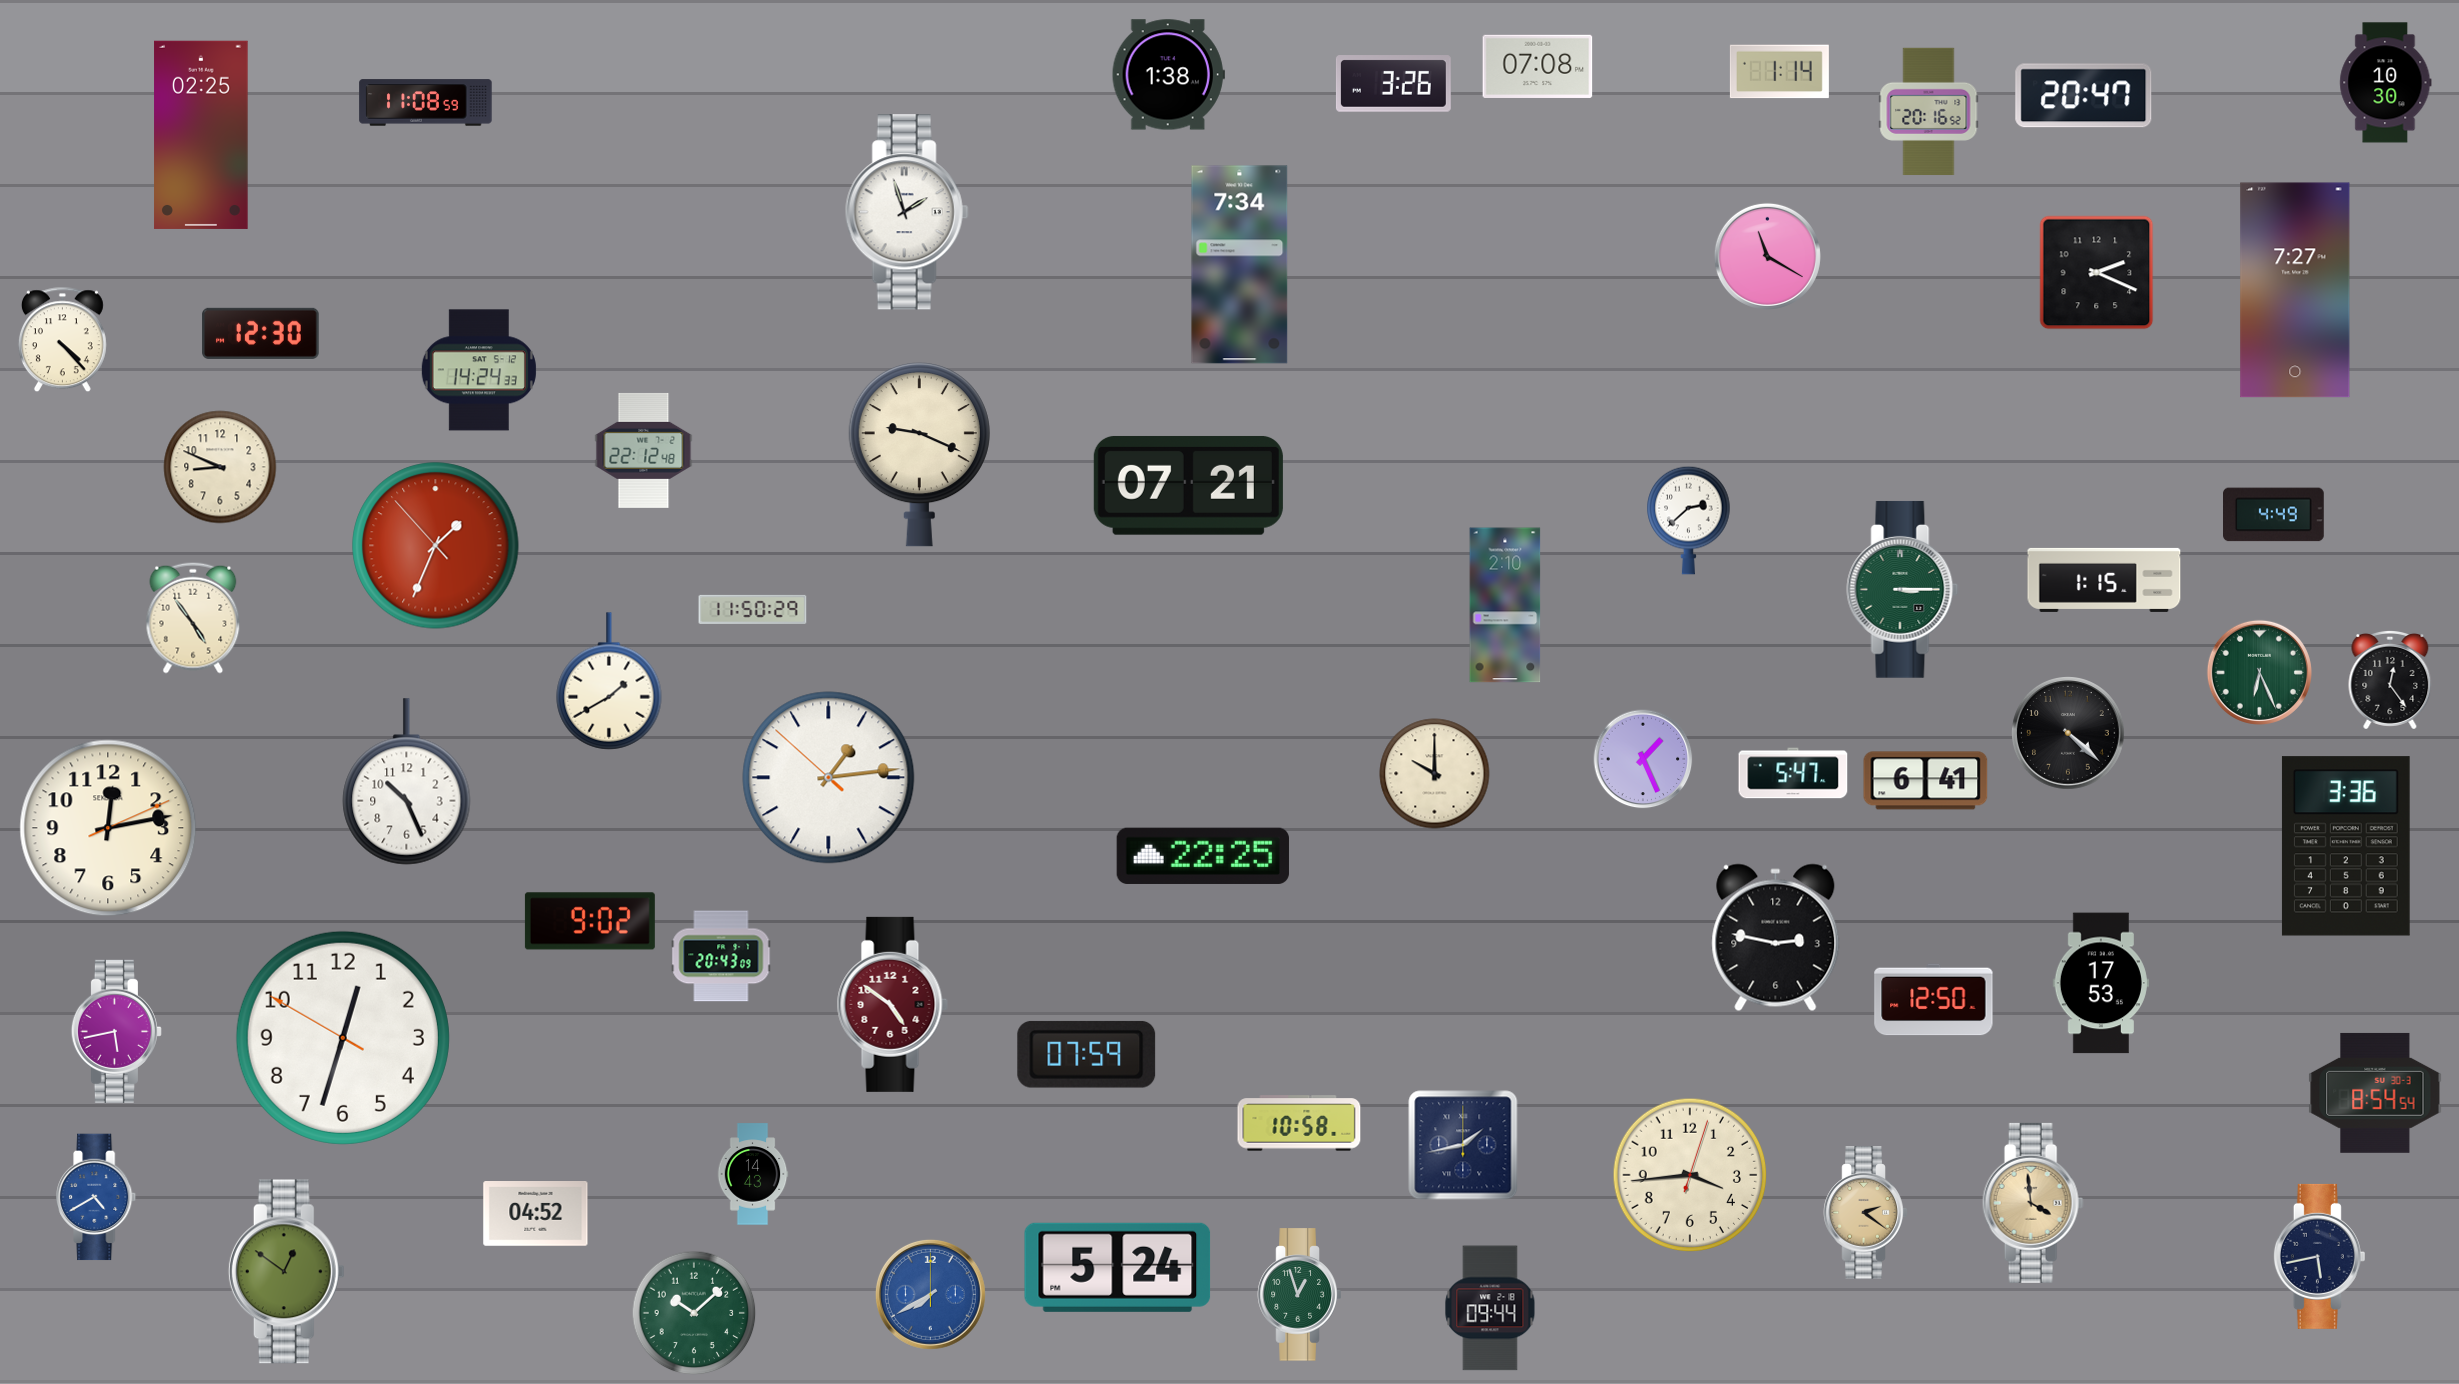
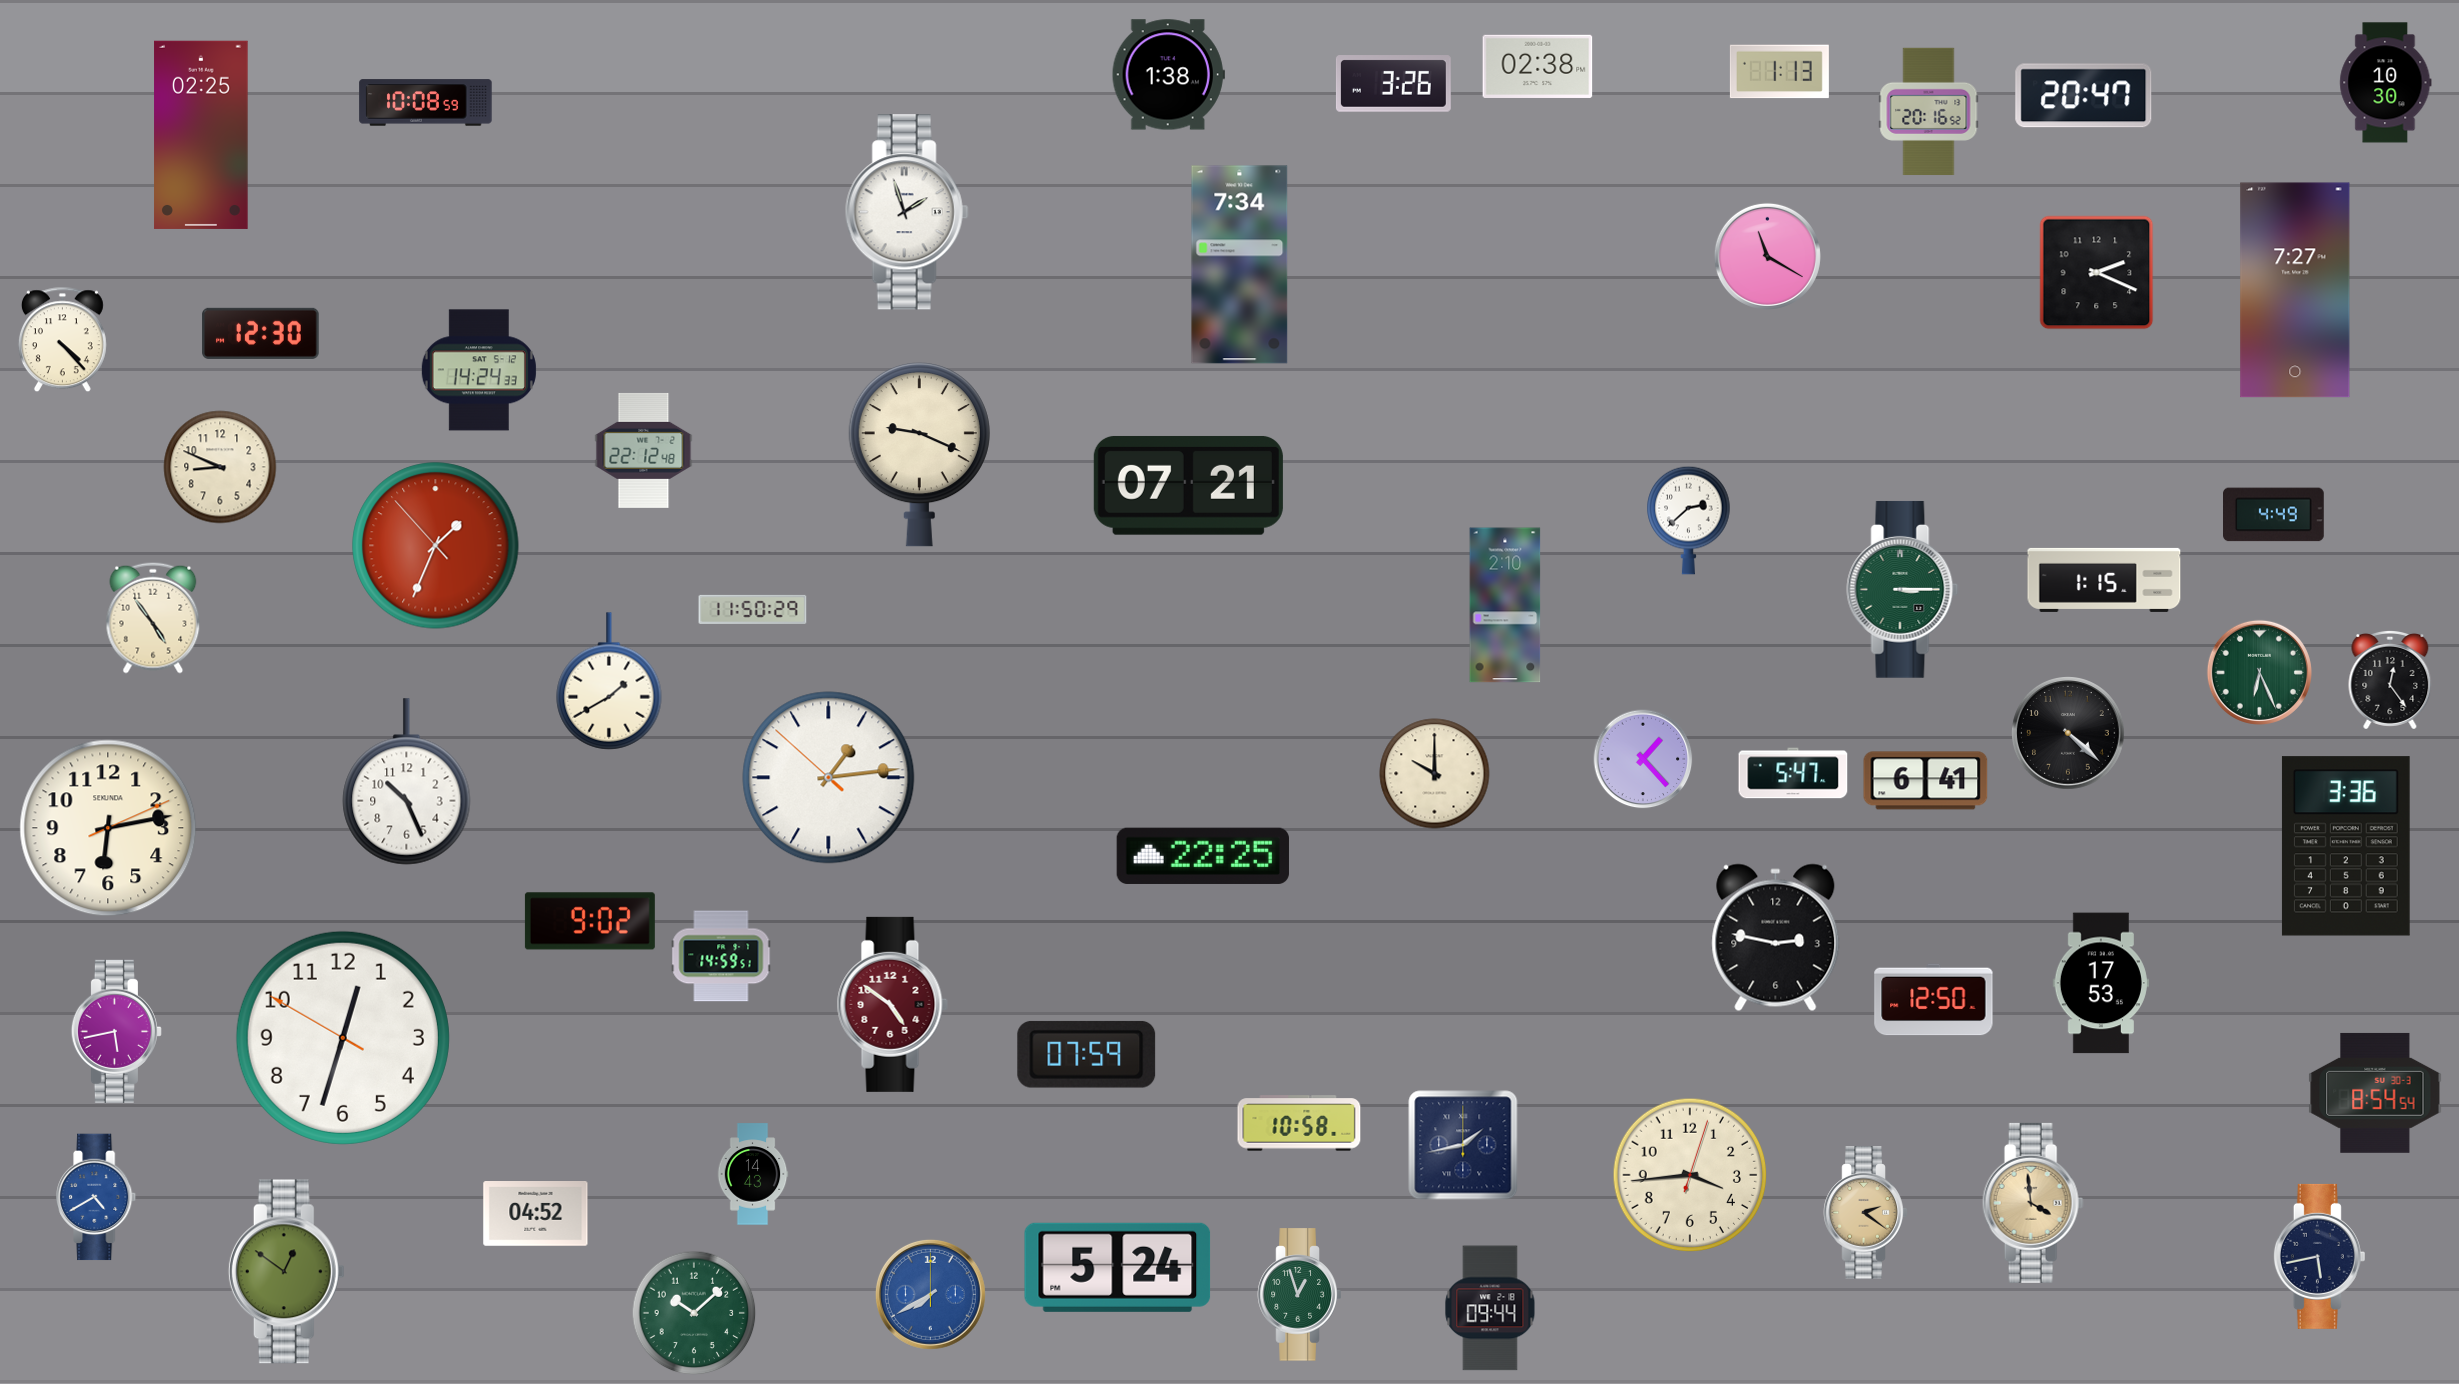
clock at (1538, 66): 07:08 -> 02:38
clock at (1779, 72): 1:14 -> 1:13
clock at (426, 103): 11:08 -> 10:08
clock at (193, 618) position: (193, 618) -> (153, 618)
clock at (1643, 759): 1:26 -> 1:23
clock at (108, 828): 12:13 -> 6:13
clock at (721, 956): 20:43 -> 14:59
